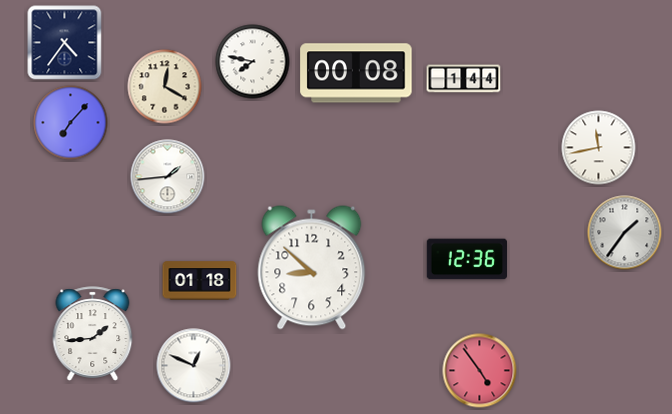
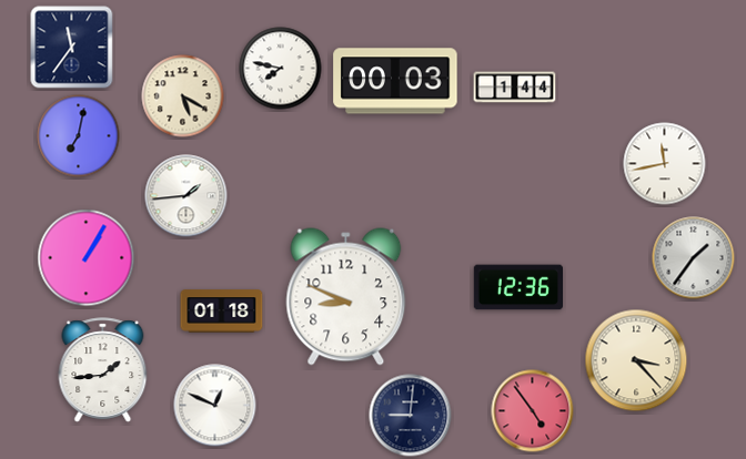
clock at (65, 43): 4:36 -> 11:36
clock at (356, 73): 00:08 -> 00:03
clock at (165, 87): 12:20 -> 5:20
clock at (71, 123): 7:07 -> 7:02
clock at (87, 258): none -> 1:05
clock at (312, 268): 8:52 -> 8:49
clock at (636, 360): none -> 3:23
clock at (411, 416): none -> 9:01
